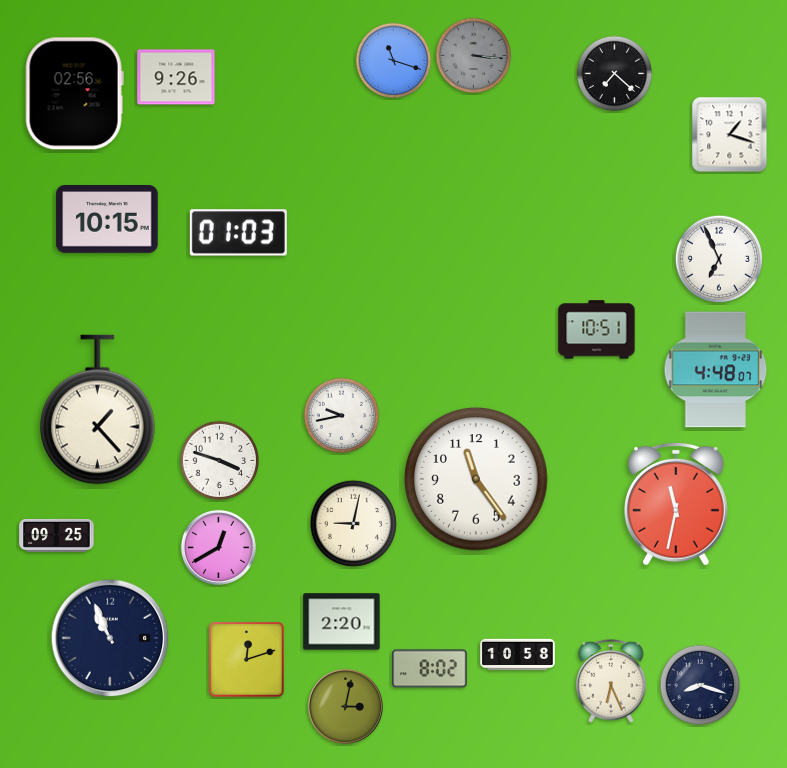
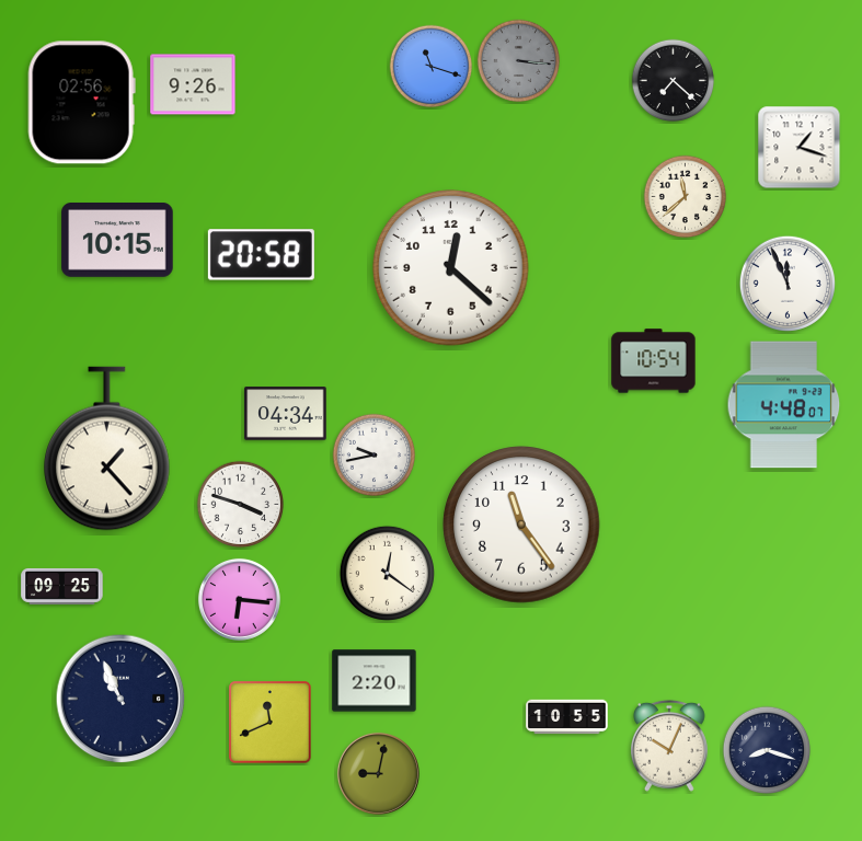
clock at (686, 197): none -> 11:38
clock at (238, 233): 01:03 -> 20:58
clock at (451, 268): none -> 12:22
clock at (719, 259): 6:56 -> 11:56
clock at (597, 330): 10:51 -> 10:54
clock at (286, 414): none -> 04:34
clock at (676, 504): 11:32 -> none
clock at (353, 523): 9:02 -> 12:21
clock at (218, 547): 12:40 -> 6:16
clock at (518, 655): 10:58 -> 10:55
clock at (247, 660): 12:12 -> 11:41
clock at (430, 669): 8:02 -> none
clock at (612, 681): 6:26 -> 10:04
clock at (345, 706): 3:02 -> 9:02
